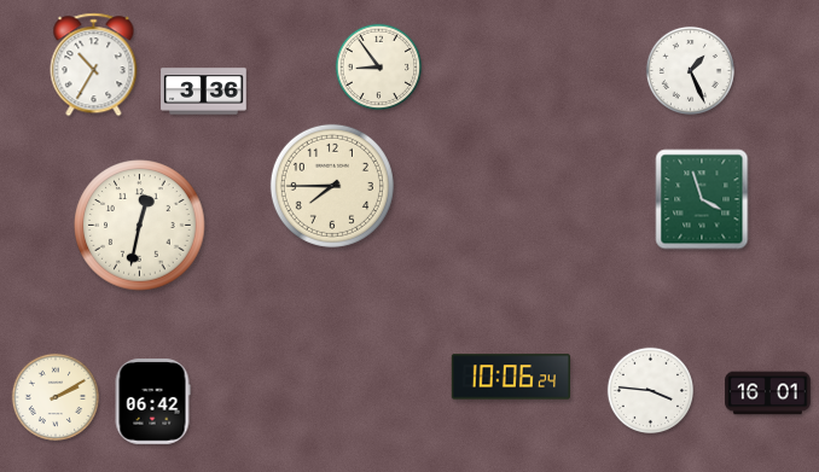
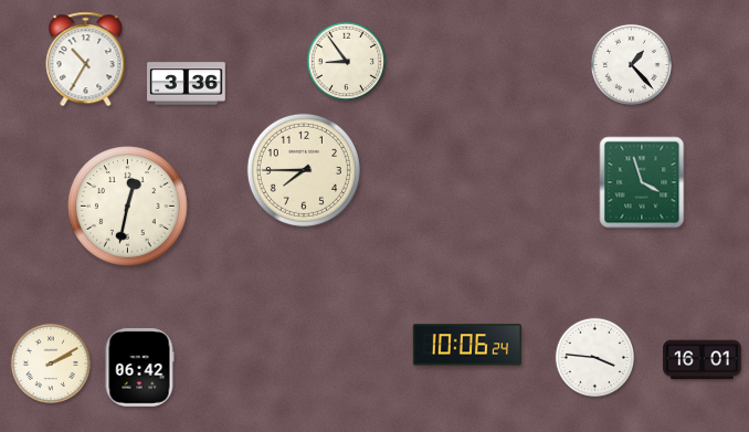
clock at (690, 70): 1:26 -> 1:23
